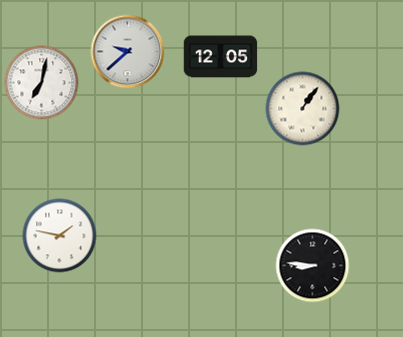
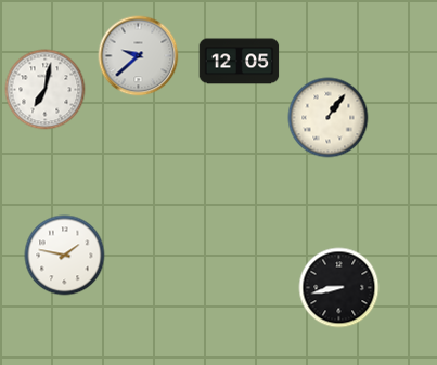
clock at (313, 266): 8:46 -> 8:43
